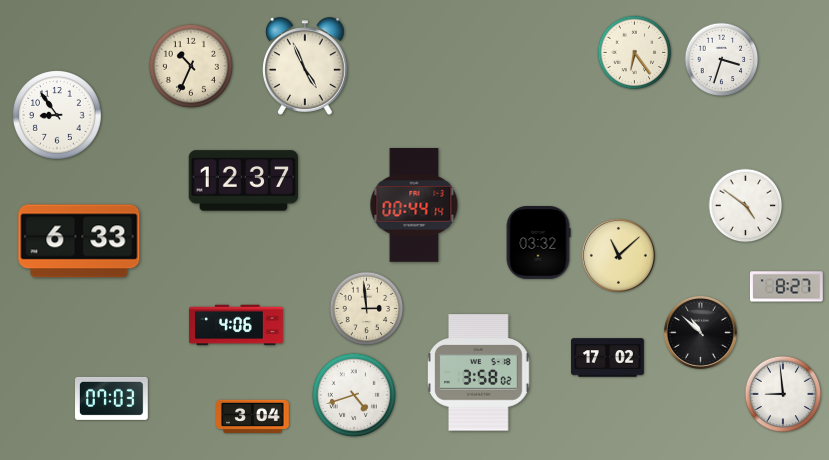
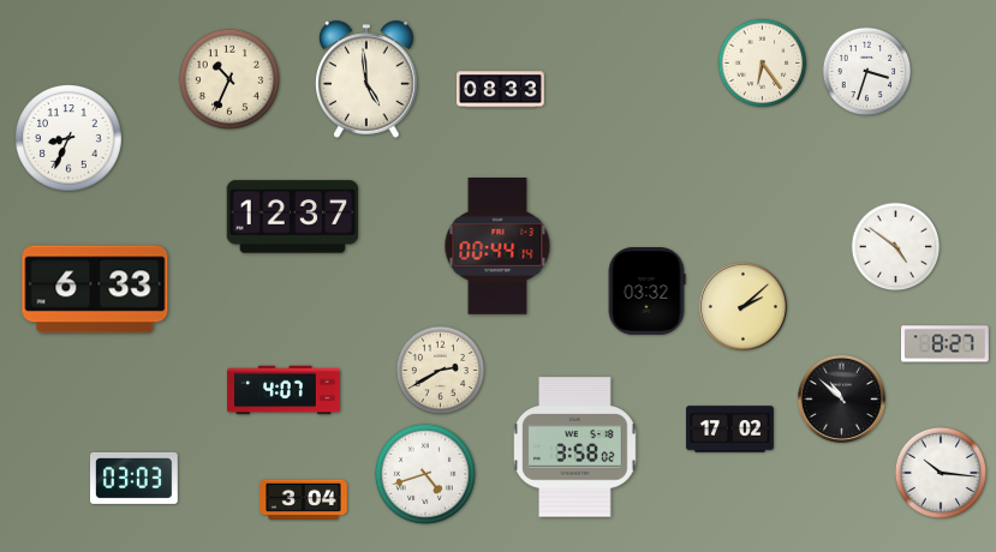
clock at (305, 66): 4:56 -> 4:59
clock at (501, 90): none -> 08:33
clock at (58, 116): 8:54 -> 8:34
clock at (618, 255): 11:08 -> 2:08
clock at (367, 309): 2:59 -> 2:40
clock at (236, 325): 4:06 -> 4:07
clock at (783, 394): 8:59 -> 10:16
clock at (112, 398): 07:03 -> 03:03
